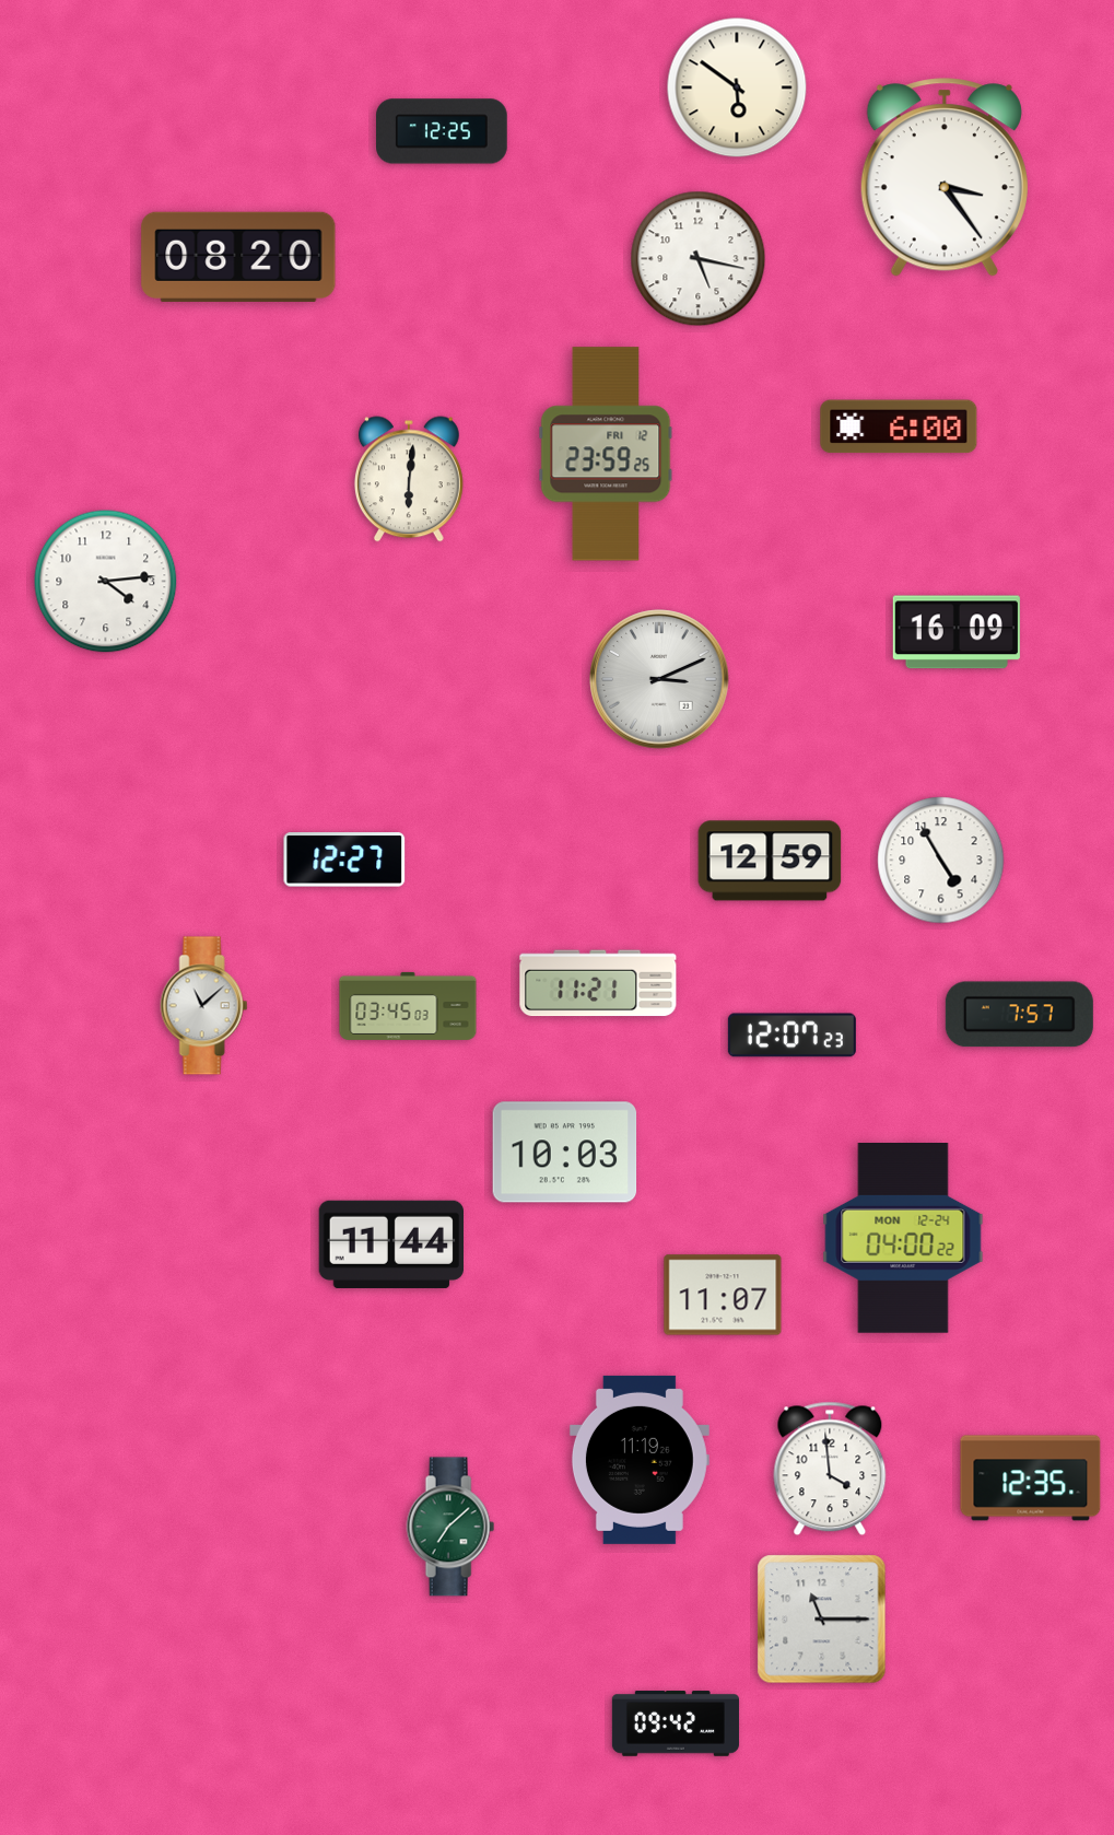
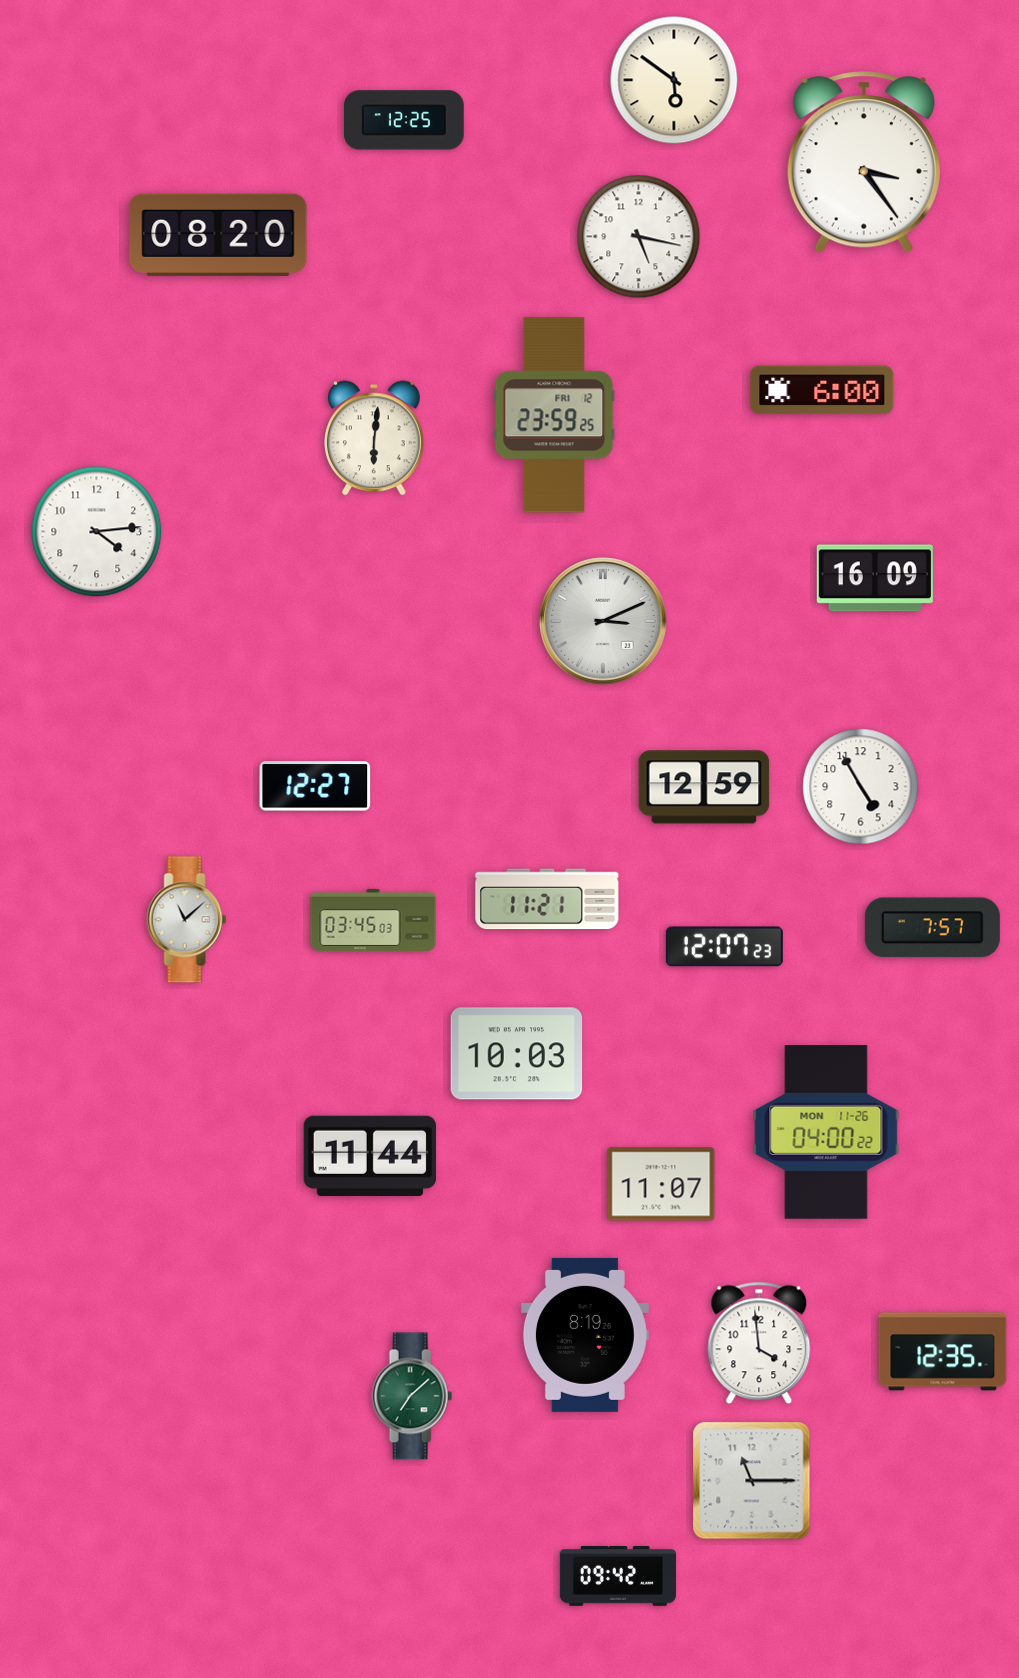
clock at (903, 1239) date: MON 12-24 -> MON 11-26
clock at (390, 1244) position: (390, 1244) -> (369, 1156)
clock at (640, 1460): 11:19 -> 8:19
